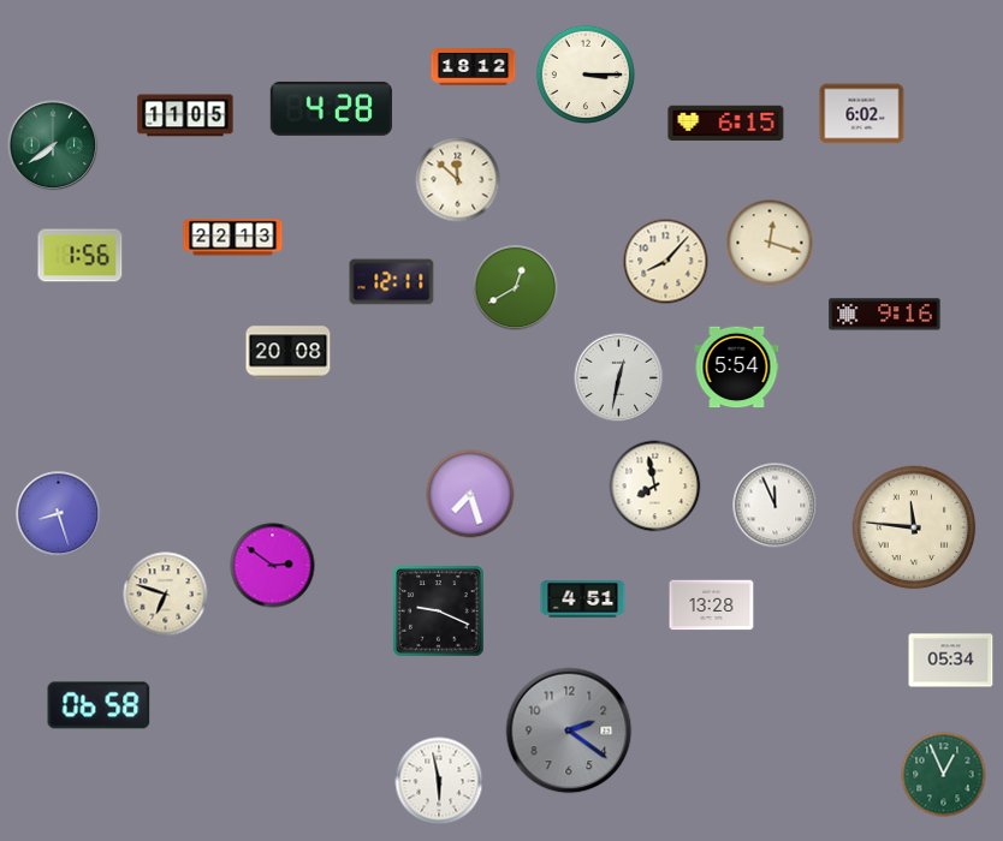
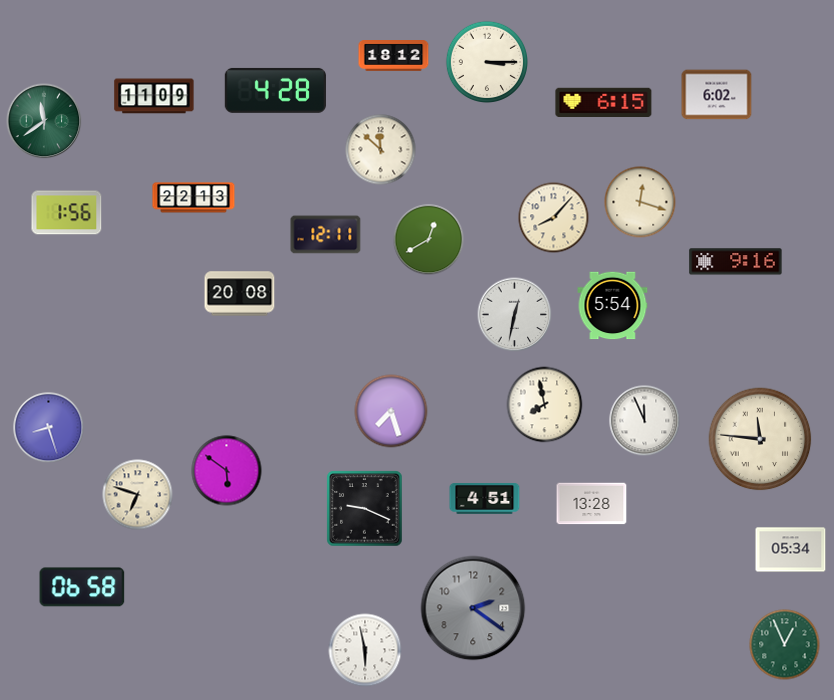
clock at (185, 115): 11:05 -> 11:09
clock at (53, 145): 7:39 -> 11:39
clock at (273, 566): 2:51 -> 5:51
